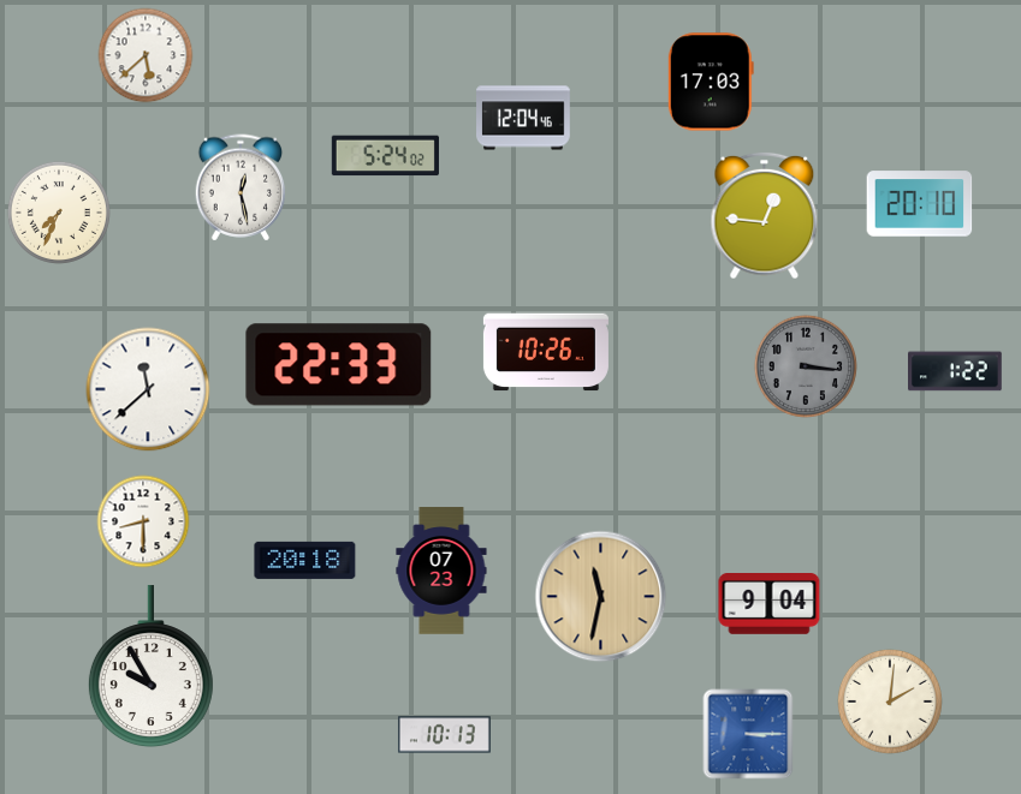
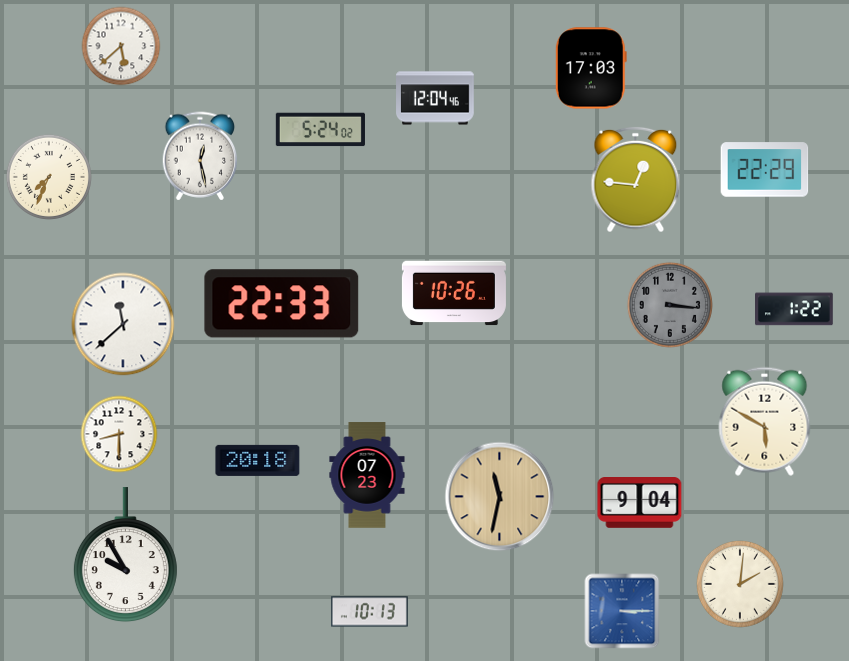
clock at (920, 204): 20:10 -> 22:29
clock at (765, 421): none -> 5:50
clock at (305, 560) position: (305, 560) -> (258, 460)
